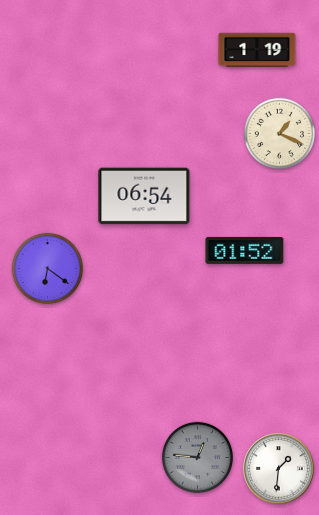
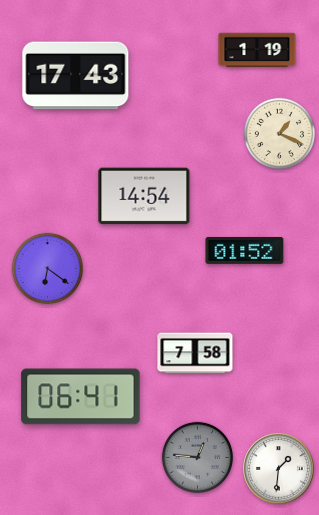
clock at (76, 76): none -> 17:43
clock at (144, 196): 06:54 -> 14:54
clock at (195, 353): none -> 7:58
clock at (81, 397): none -> 06:41
